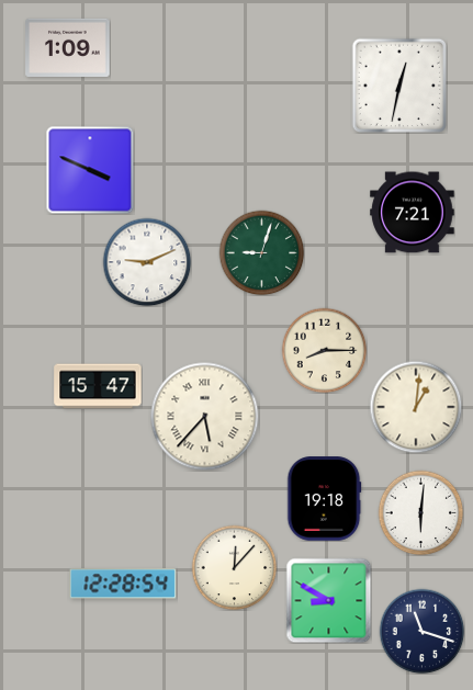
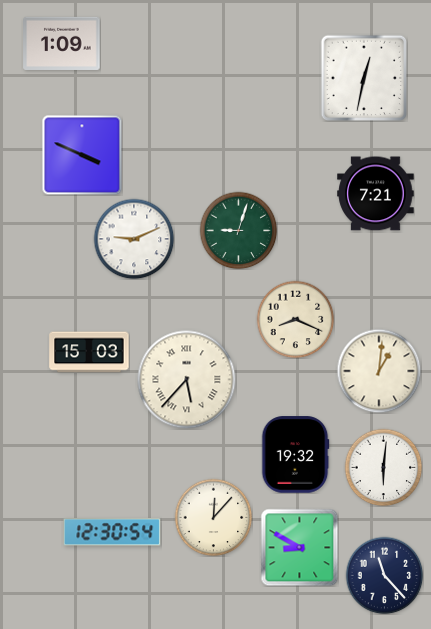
clock at (324, 350): 8:15 -> 8:19
clock at (98, 386): 15:47 -> 15:03
clock at (324, 499): 19:18 -> 19:32
clock at (123, 584): 12:28 -> 12:30
clock at (421, 631): 11:18 -> 11:23
